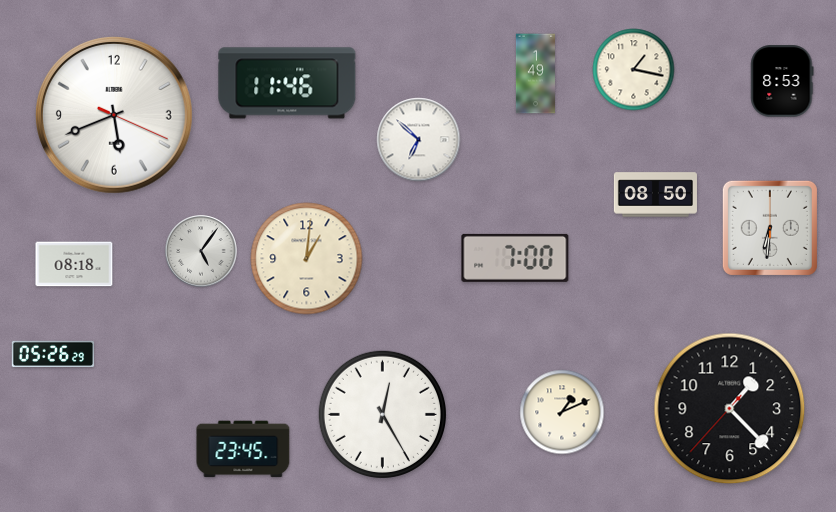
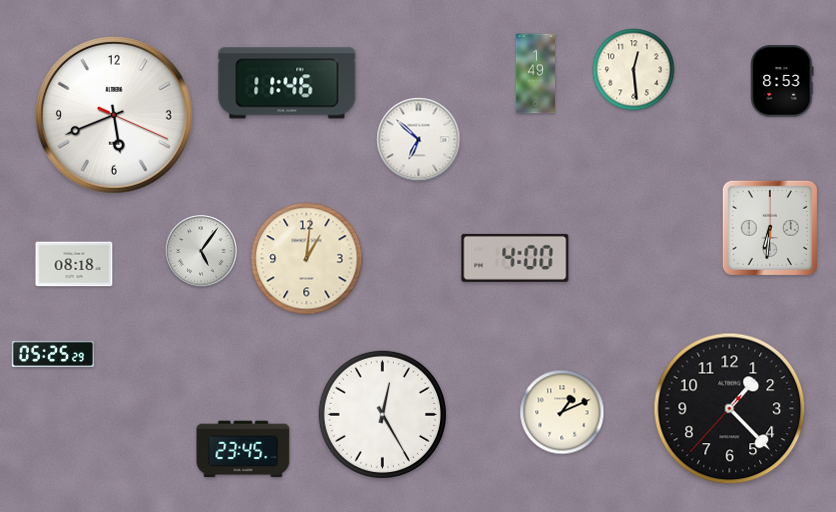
clock at (634, 70): 1:17 -> 12:29
clock at (655, 195): 08:50 -> none
clock at (515, 258): 7:00 -> 4:00
clock at (53, 353): 05:26 -> 05:25
